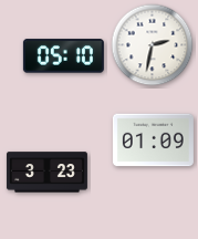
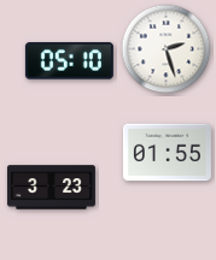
clock at (153, 45): 2:32 -> 2:27
clock at (153, 141): 01:09 -> 01:55
